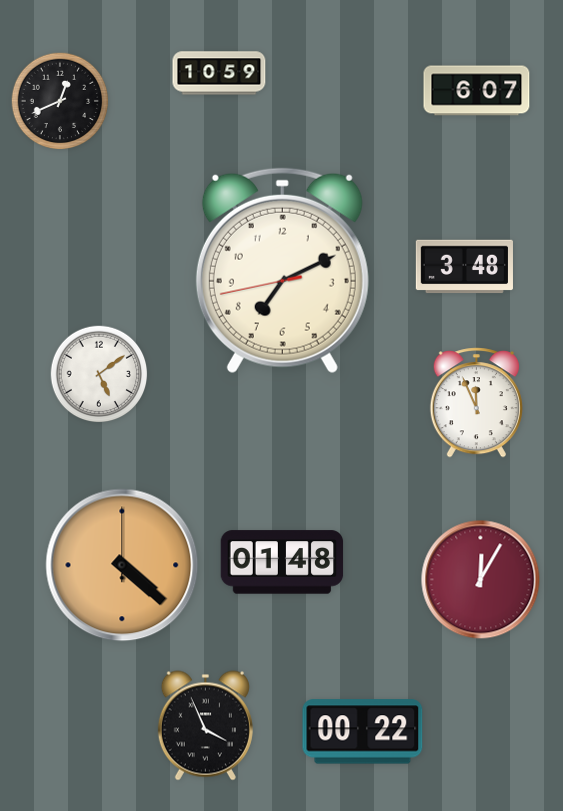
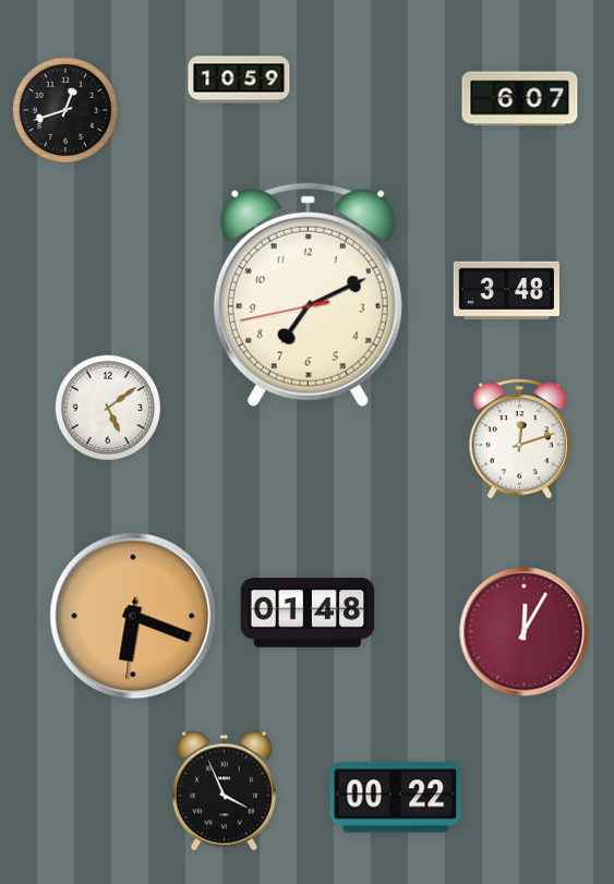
clock at (60, 101): 12:41 -> 12:42
clock at (476, 403): 11:56 -> 12:12
clock at (122, 565): 4:22 -> 6:18
